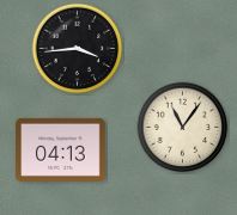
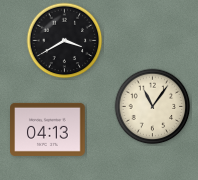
clock at (78, 49): 3:44 -> 3:40
clock at (61, 149) position: (61, 149) -> (48, 129)
